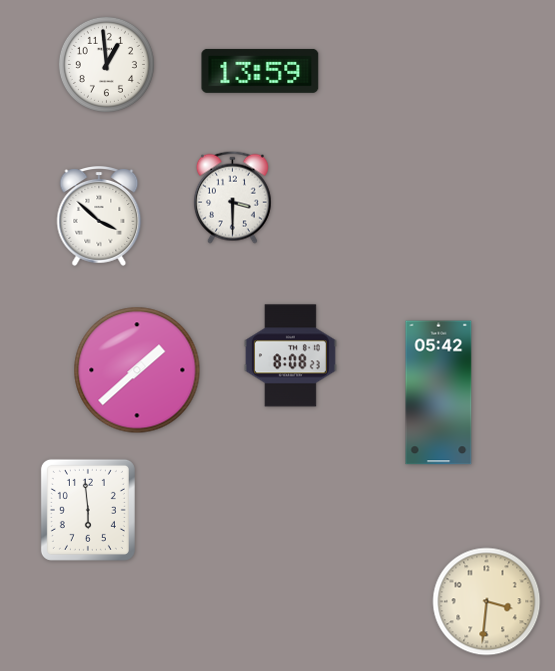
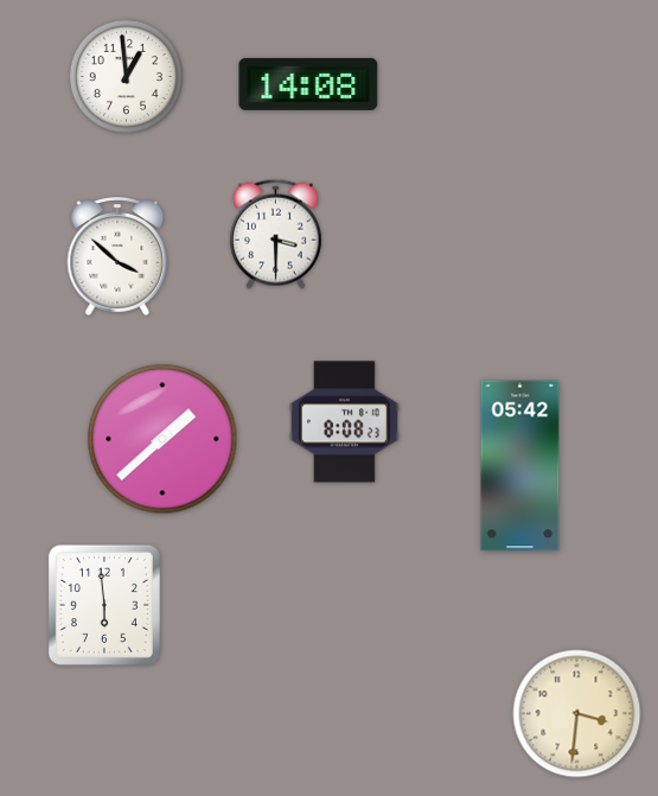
clock at (260, 71): 13:59 -> 14:08
